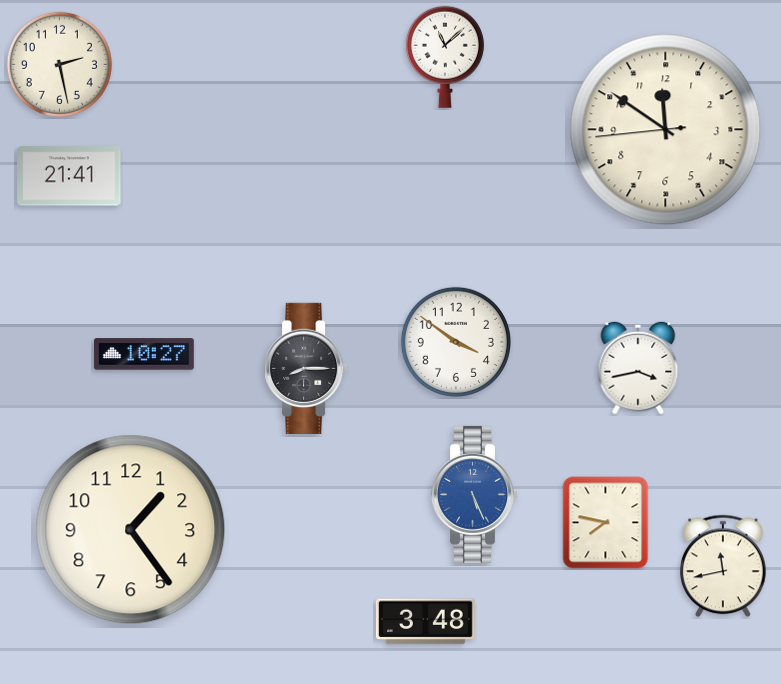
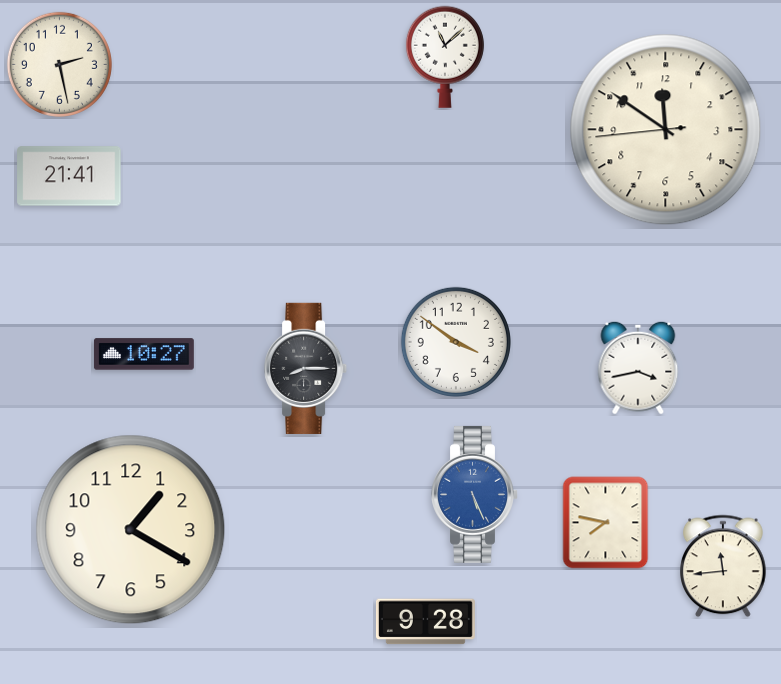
clock at (131, 530): 1:24 -> 1:20
clock at (723, 566): 11:43 -> 11:44
clock at (425, 622): 3:48 -> 9:28
